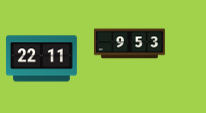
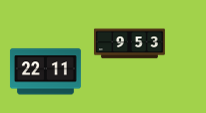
clock at (41, 59) position: (41, 59) -> (45, 72)
